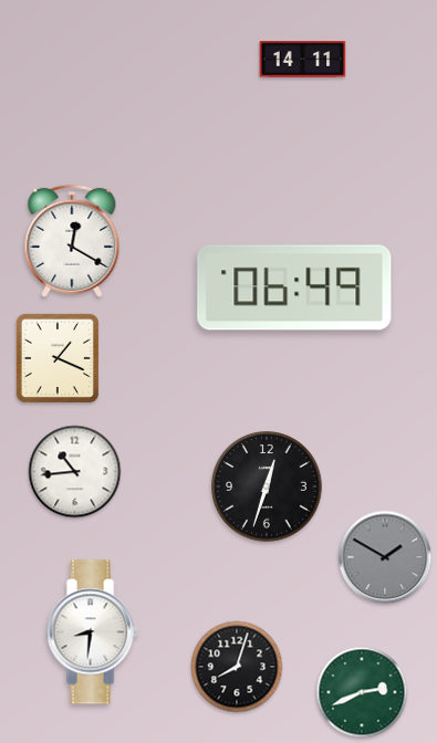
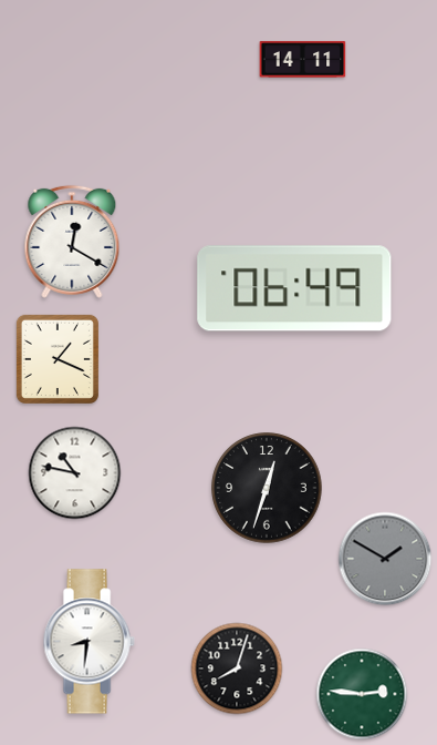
clock at (75, 472): 10:44 -> 10:47
clock at (92, 632) position: (92, 632) -> (89, 642)
clock at (362, 692): 2:41 -> 2:46
